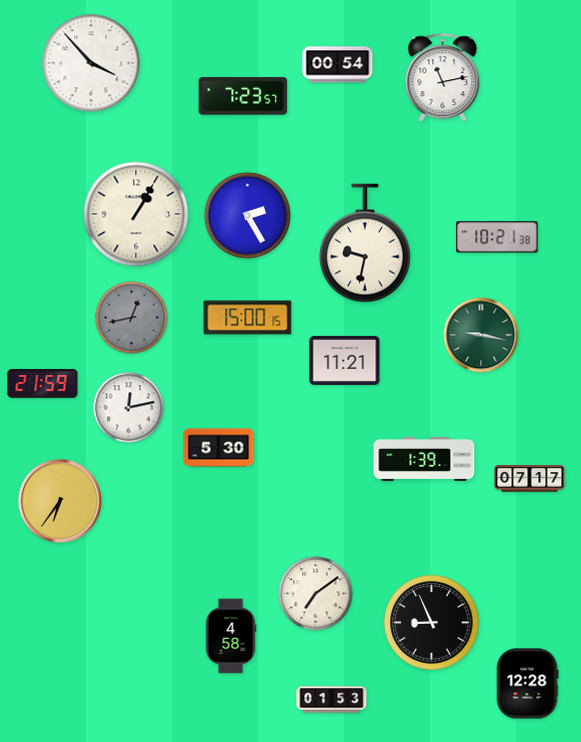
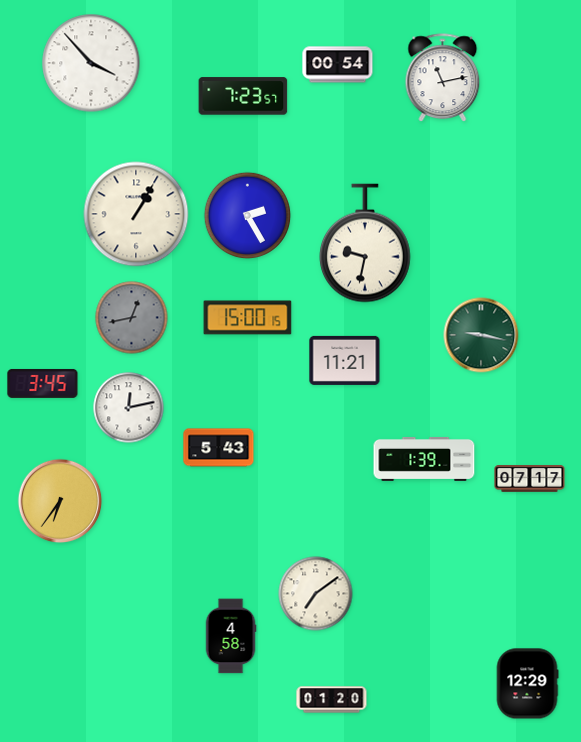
clock at (497, 237): 10:21 -> none
clock at (43, 383): 21:59 -> 3:45
clock at (219, 448): 5:30 -> 5:43
clock at (432, 623): 8:56 -> none
clock at (527, 684): 12:28 -> 12:29
clock at (332, 700): 01:53 -> 01:20
